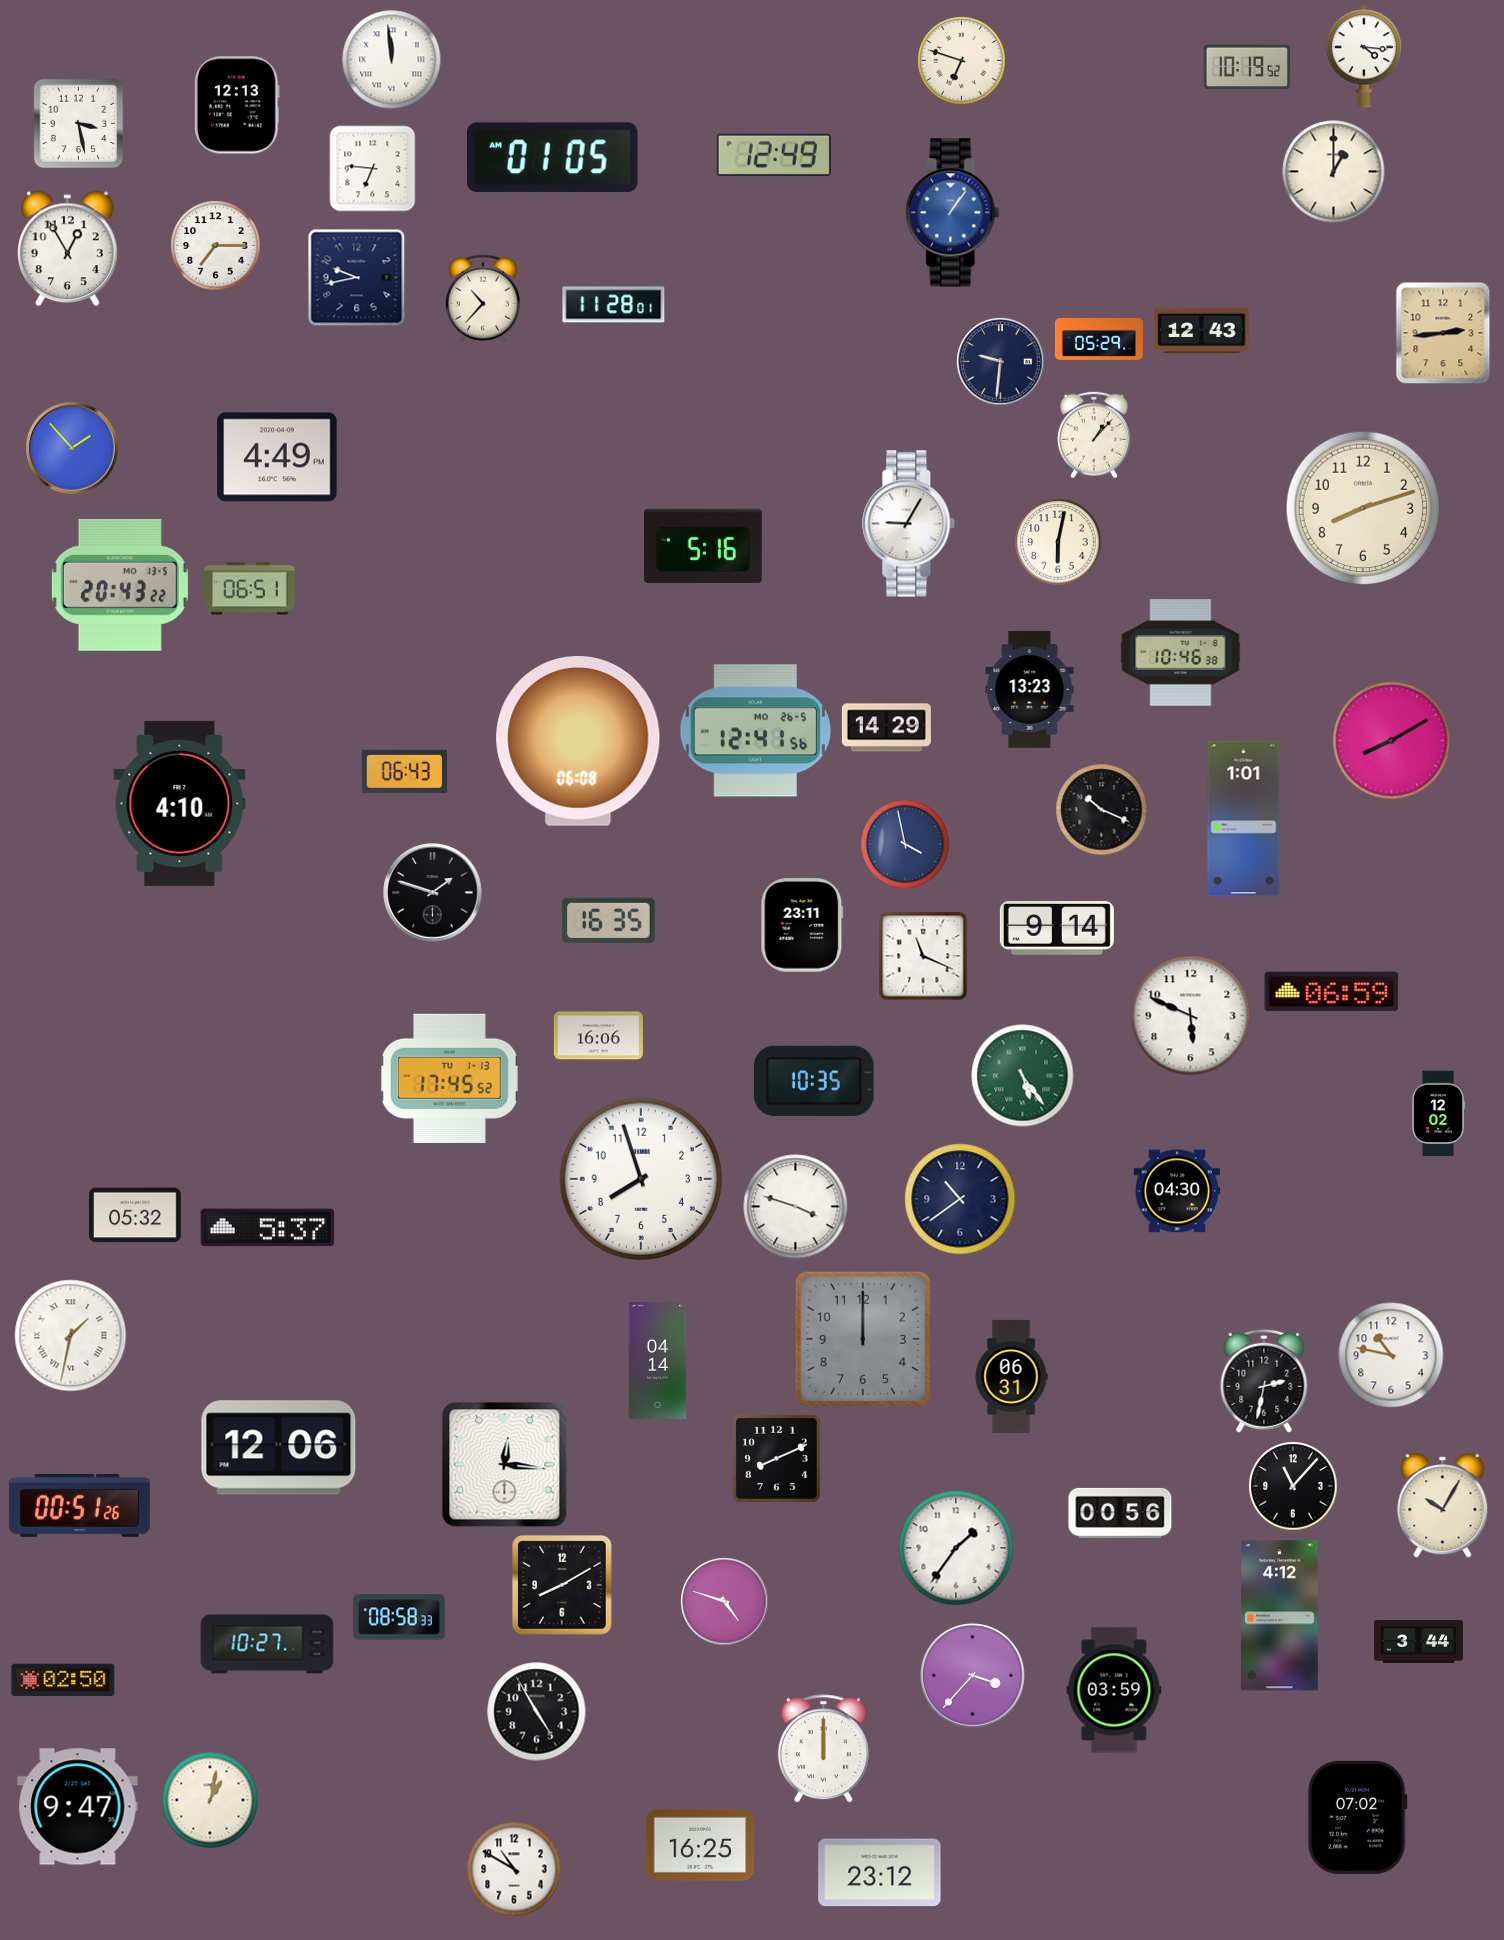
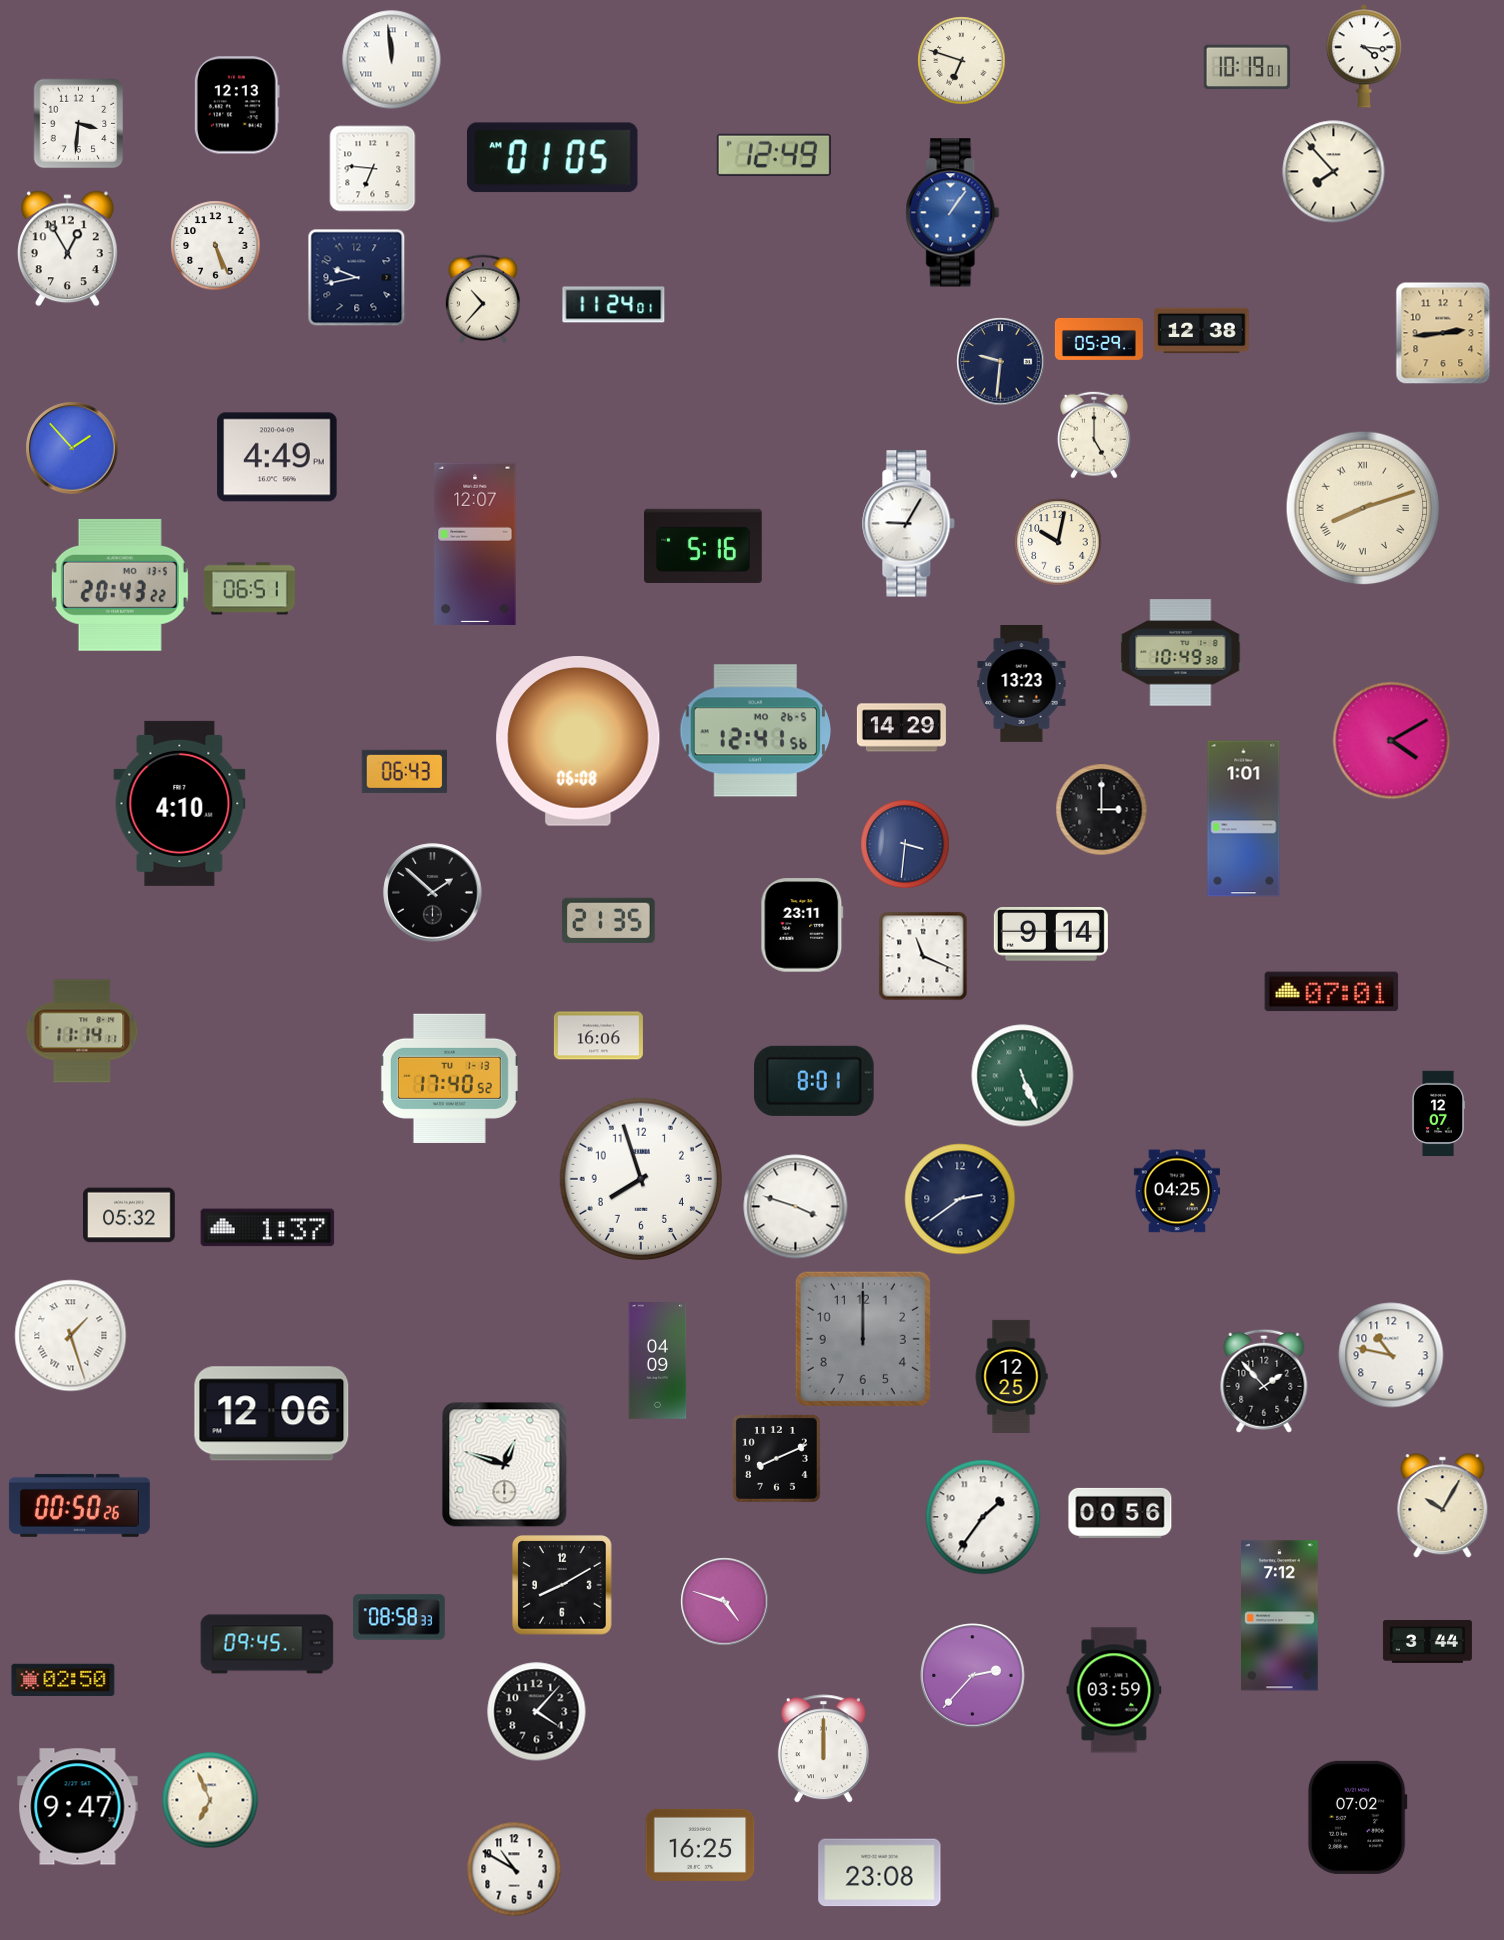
clock at (1246, 67): 10:19:52 -> 10:19:01
clock at (79, 124): 3:28 -> 3:31
clock at (1334, 172): 1:00 -> 7:53
clock at (216, 246): 7:15 -> 5:26
clock at (614, 305): 11:28 -> 11:24
clock at (1202, 331): 12:43 -> 12:38
clock at (1094, 435): 1:07 -> 5:00
clock at (1363, 508) numerals: Arabic -> Roman
clock at (1058, 542): 6:02 -> 10:02
clock at (475, 544): none -> 12:07
clock at (1181, 653): 10:46 -> 10:49
clock at (1030, 690) position: (1030, 690) -> (1022, 684)
clock at (886, 728) position: (886, 728) -> (901, 728)
clock at (1392, 741): 8:10 -> 4:10
clock at (1102, 810): 10:19 -> 3:00
clock at (905, 844): 3:58 -> 3:31
clock at (433, 893): 1:48 -> 1:52
clock at (609, 921): 16:35 -> 21:35
clock at (1057, 929) position: (1057, 929) -> (1051, 935)
clock at (1332, 992): 06:59 -> 07:01
clock at (1191, 1016): 5:49 -> none
clock at (82, 1031): none -> 11:14
clock at (1023, 1076): 5:24 -> 5:26
clock at (449, 1078): 17:45 -> 17:40
clock at (814, 1081): 10:35 -> 8:01
clock at (1438, 1114): 12:02 -> 12:07
clock at (1176, 1191): 04:30 -> 04:25
clock at (960, 1199): 10:39 -> 2:39
clock at (136, 1215) position: (136, 1215) -> (130, 1215)
clock at (268, 1228): 5:37 -> 1:37
clock at (71, 1336): 1:32 -> 1:27
clock at (658, 1361): 04:14 -> 04:09
clock at (1011, 1376): 06:31 -> 12:25
clock at (1264, 1381): 2:32 -> 1:53
clock at (279, 1448) position: (279, 1448) -> (272, 1414)
clock at (505, 1465): 12:16 -> 12:48
clock at (1293, 1486): 11:07 -> none
clock at (79, 1505): 00:51 -> 00:50
clock at (956, 1548) position: (956, 1548) -> (983, 1517)
clock at (1280, 1616): 4:12 -> 7:12
clock at (1418, 1641) position: (1418, 1641) -> (1427, 1641)
clock at (267, 1644): 10:27 -> 09:45
clock at (973, 1676): 3:37 -> 2:37
clock at (537, 1712): 4:55 -> 4:07
clock at (210, 1800): 1:02 -> 6:56
clock at (880, 1873): 23:12 -> 23:08
